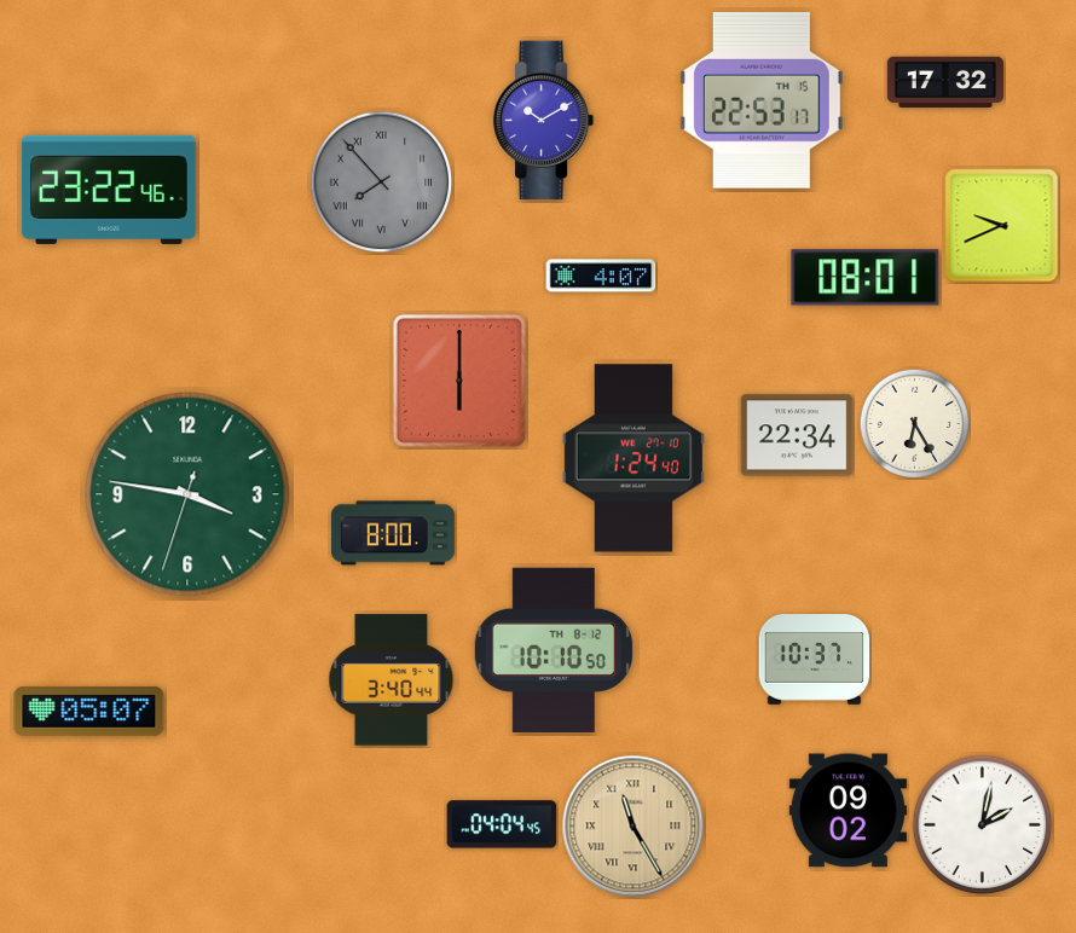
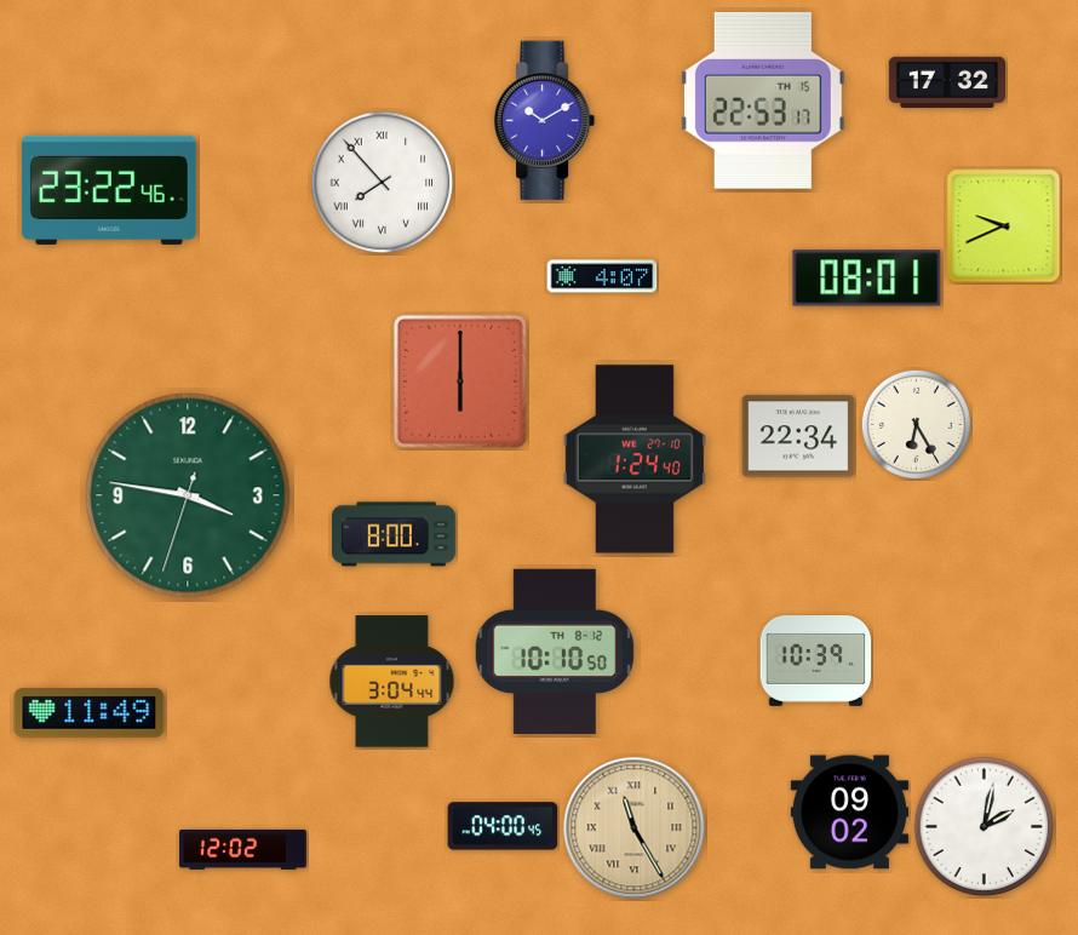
clock at (382, 182) dial: grey -> white
clock at (815, 660): 10:37 -> 10:39
clock at (392, 680): 3:40 -> 3:04
clock at (89, 712): 05:07 -> 11:49
clock at (502, 824): 04:04 -> 04:00
clock at (243, 849): none -> 12:02
